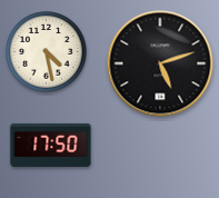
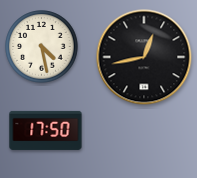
clock at (160, 63): 5:12 -> 12:43
